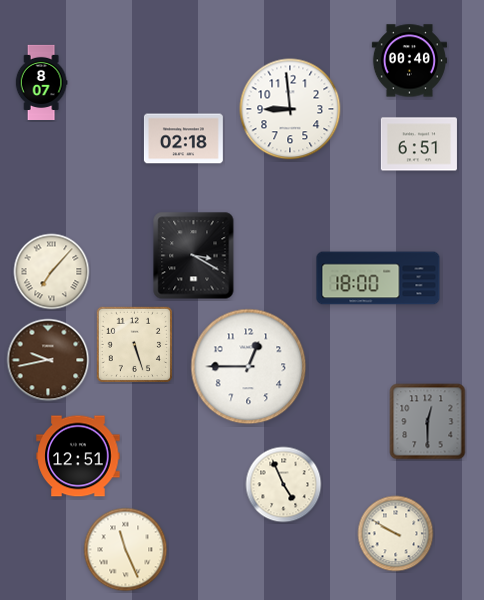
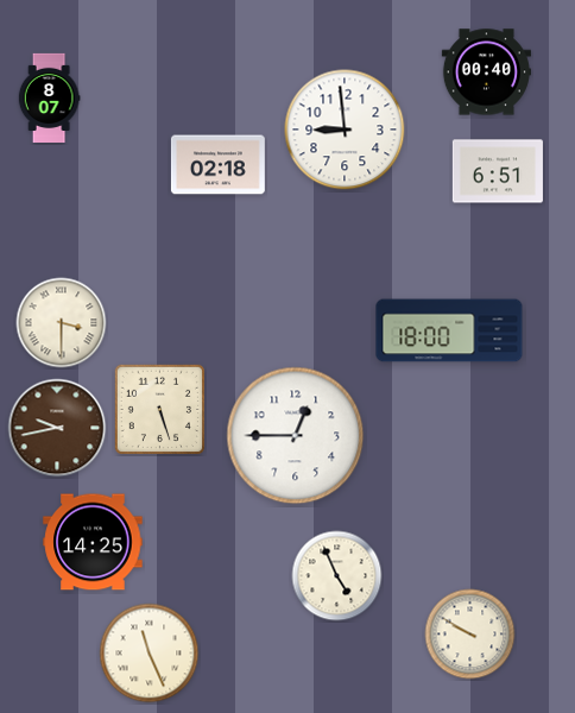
clock at (194, 256): 3:20 -> none
clock at (52, 272): 7:07 -> 3:30
clock at (428, 422): 12:30 -> none
clock at (78, 456): 12:51 -> 14:25
